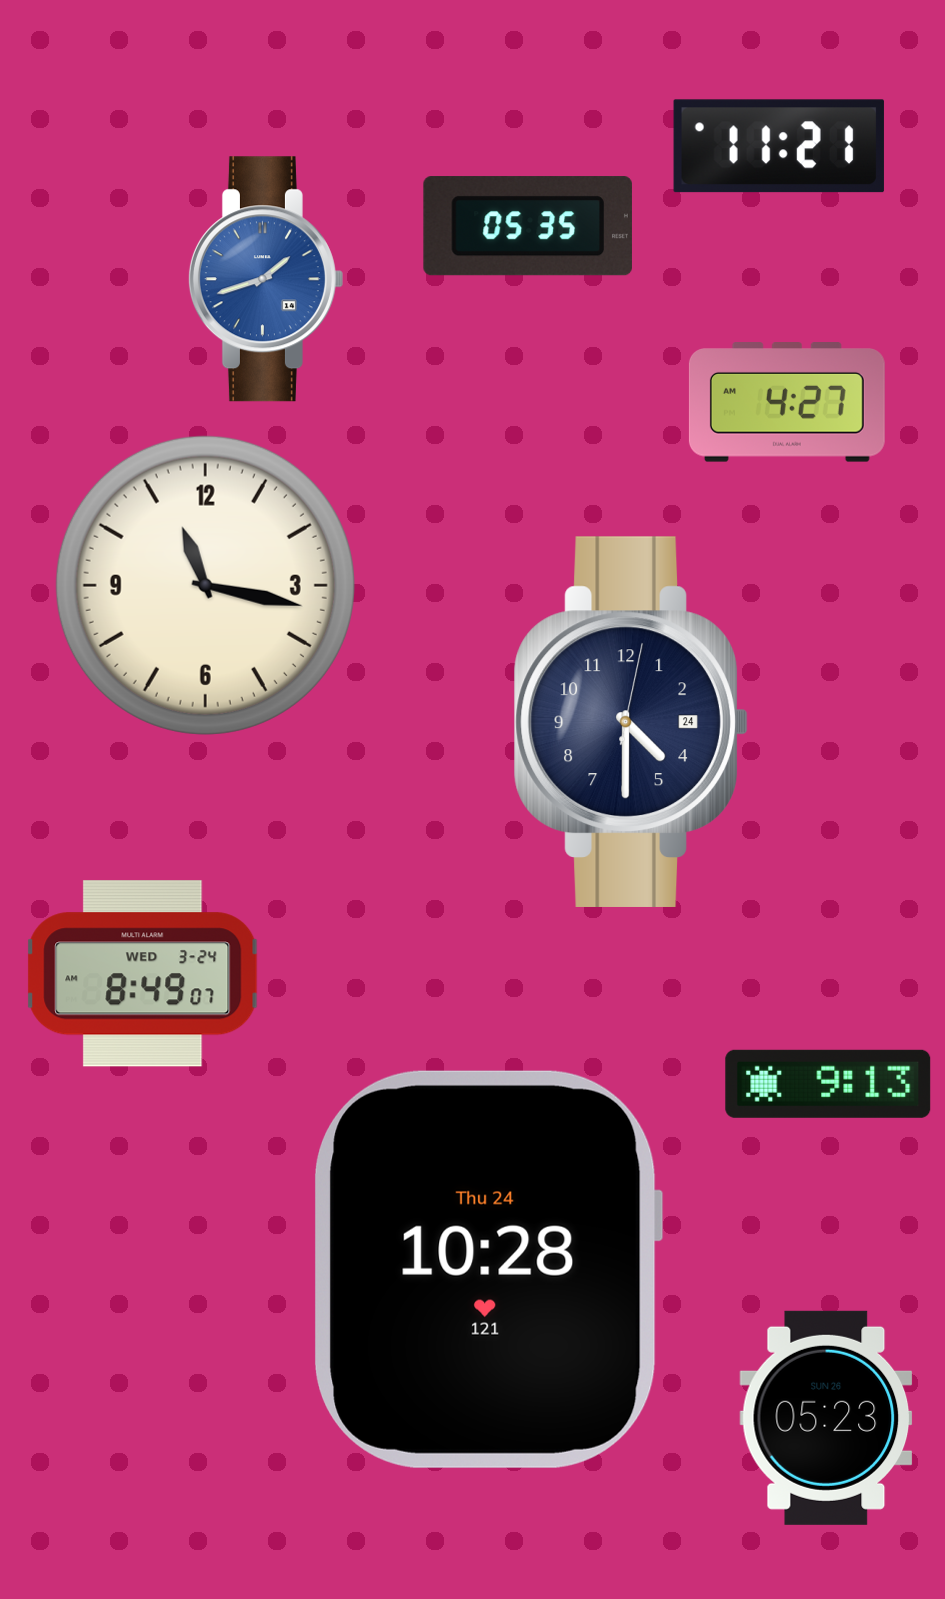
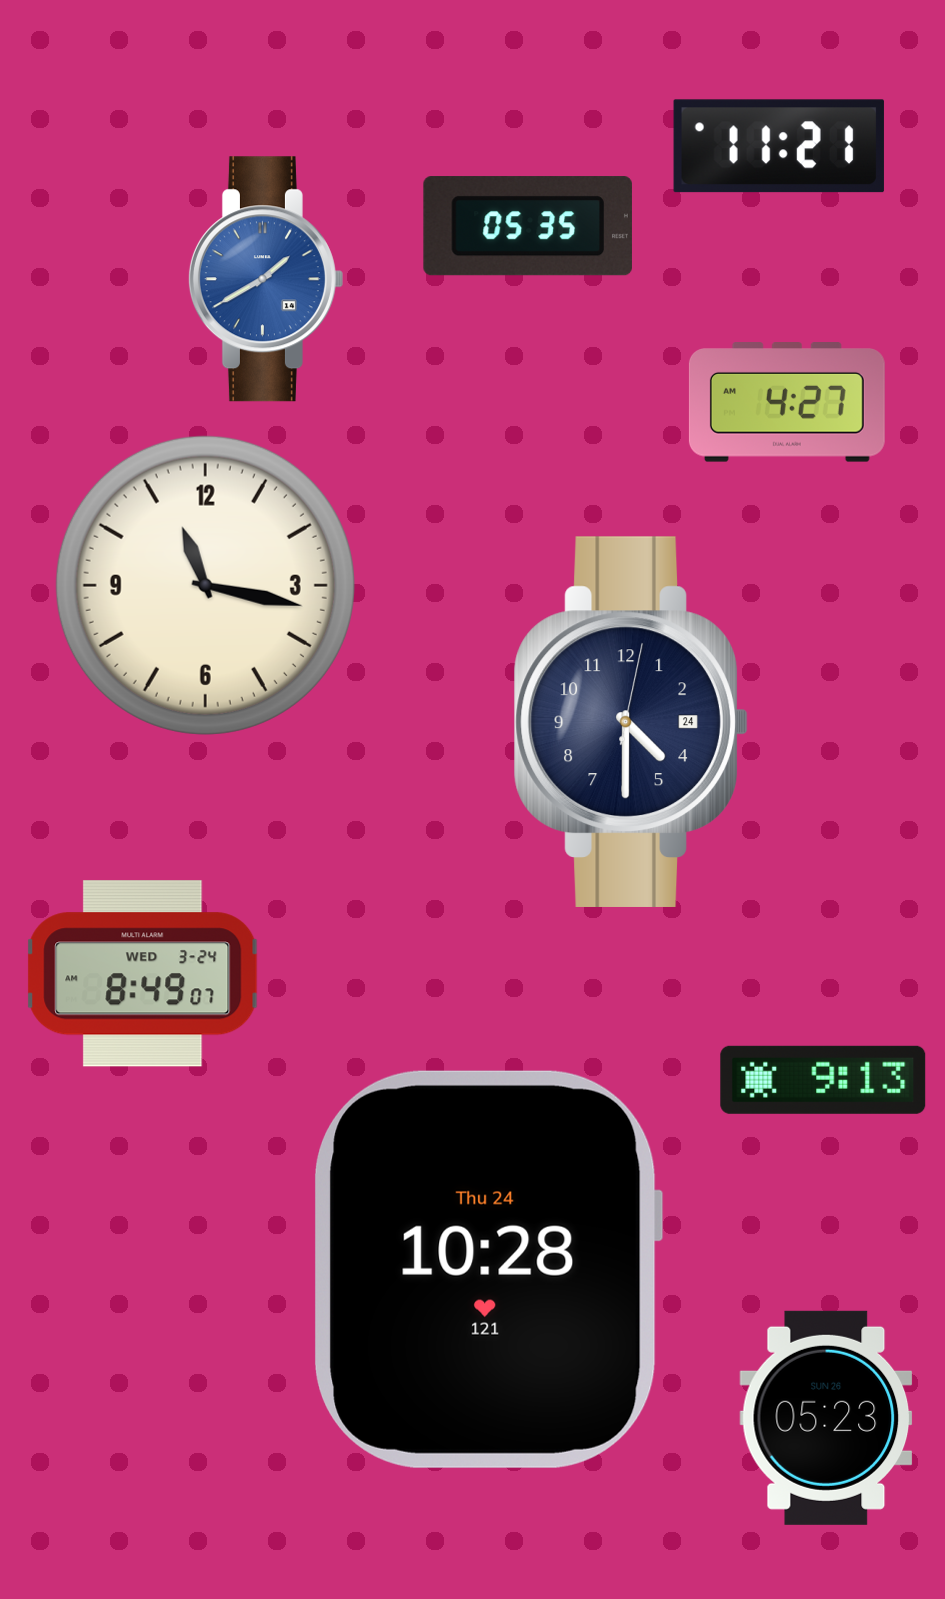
clock at (265, 279): 1:42 -> 1:40
clock at (828, 1084) position: (828, 1084) -> (823, 1080)
